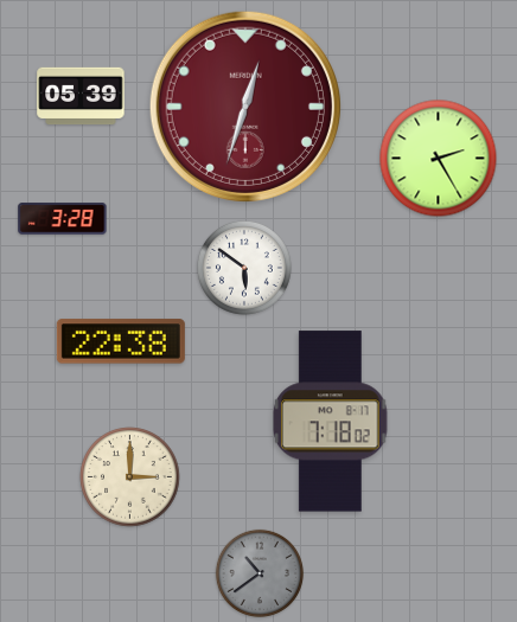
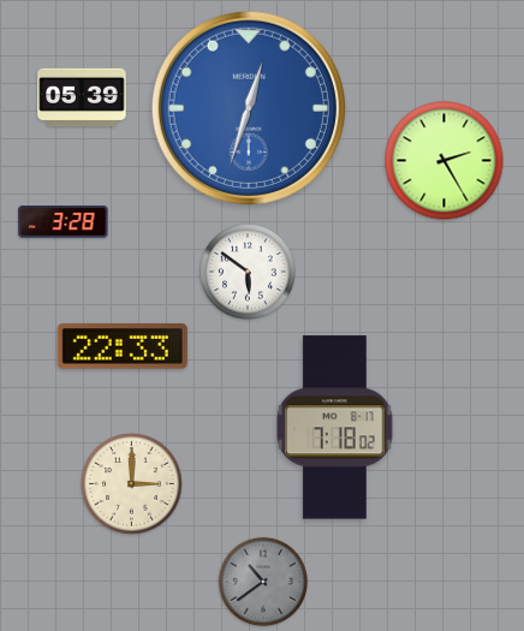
clock at (245, 107) dial: burgundy -> blue
clock at (121, 341): 22:38 -> 22:33
